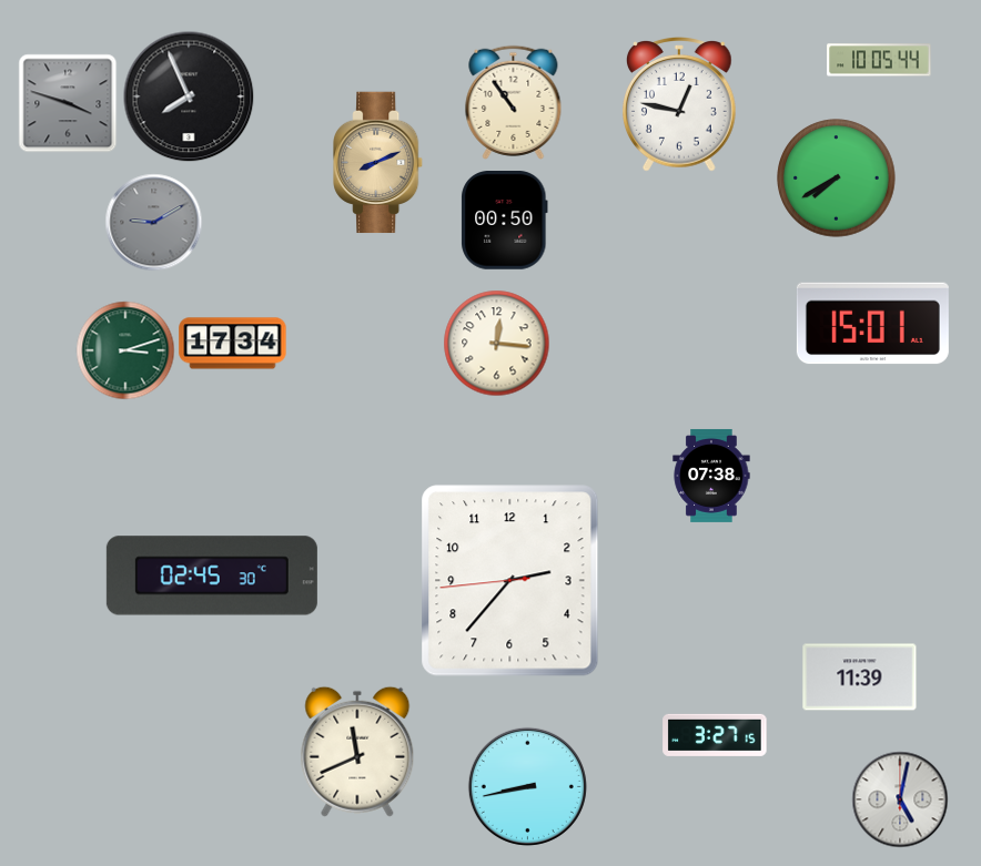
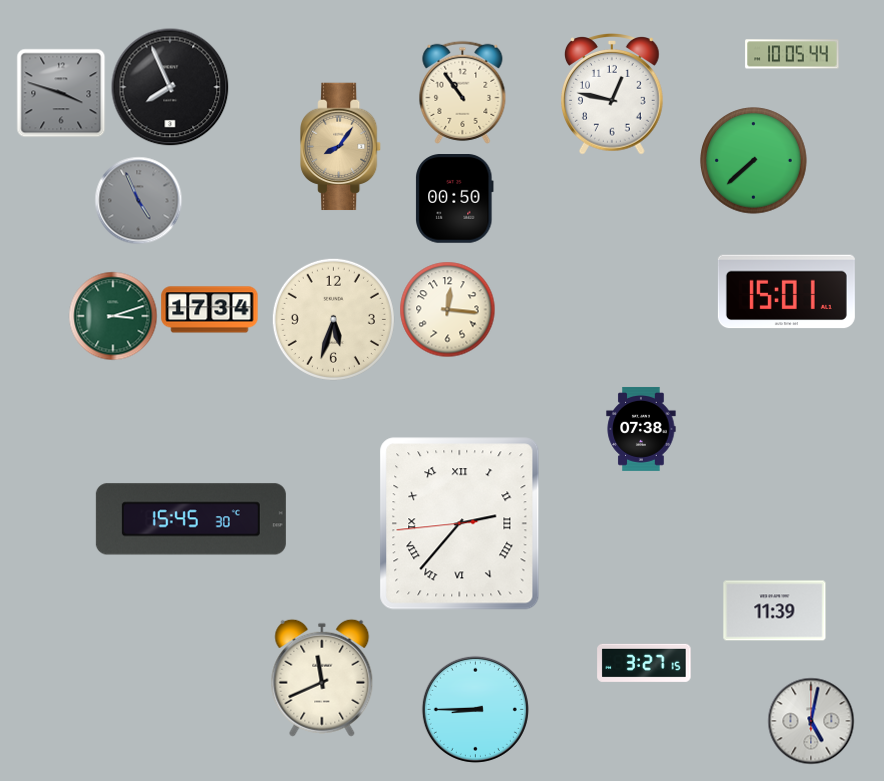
clock at (378, 163): 8:11 -> 8:06
clock at (837, 179): 7:40 -> 7:38
clock at (153, 222): 9:10 -> 4:56
clock at (333, 319): none -> 5:33
clock at (212, 575): 02:45 -> 15:45
clock at (510, 581) numerals: Arabic -> Roman
clock at (527, 786): 8:43 -> 8:45
